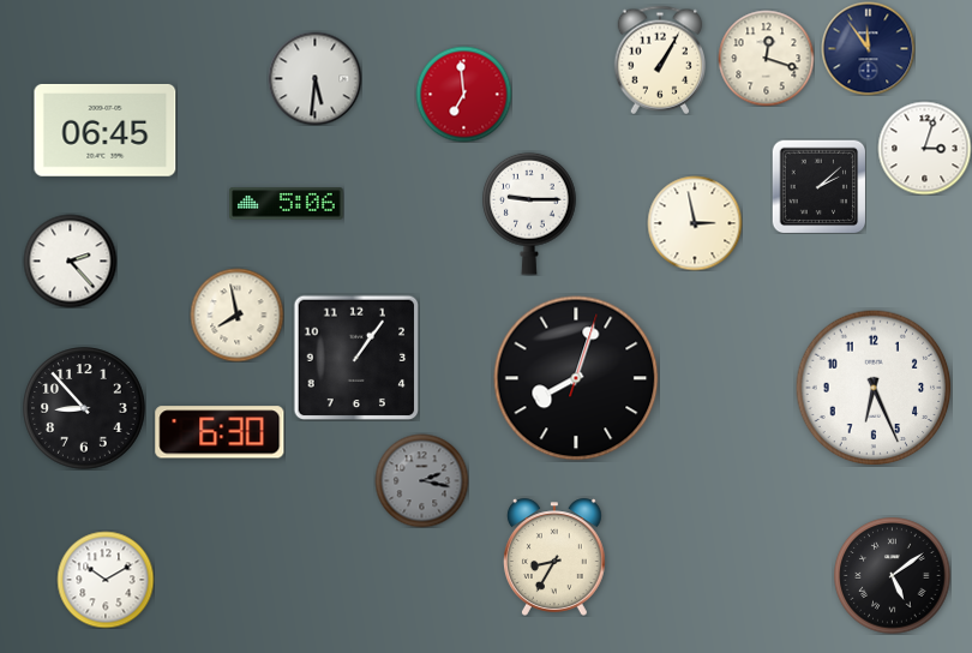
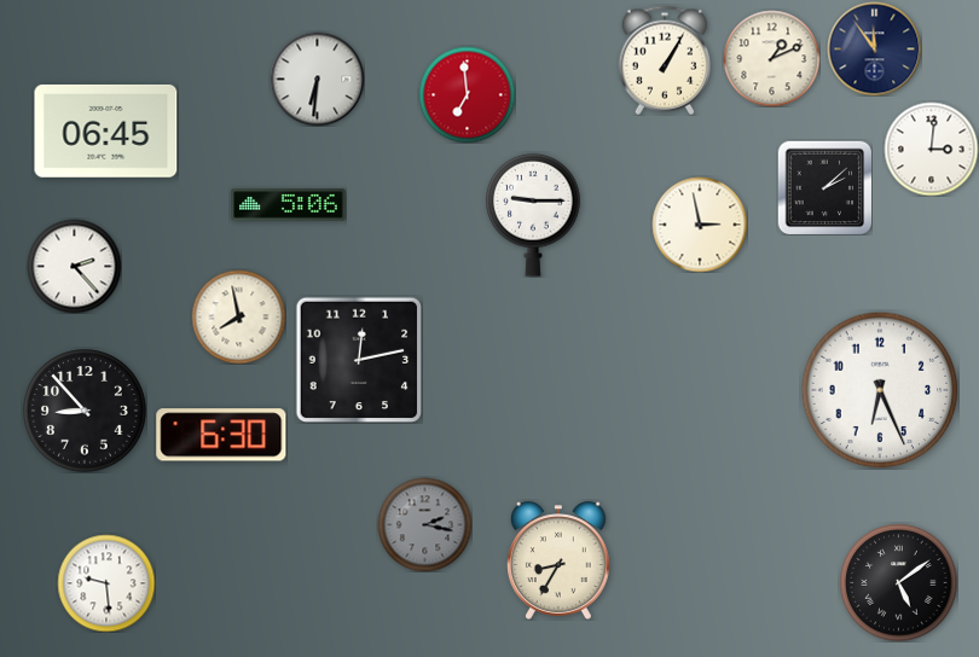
clock at (766, 58): 12:18 -> 1:11
clock at (314, 78): 5:31 -> 6:31
clock at (924, 148): 3:03 -> 3:01
clock at (70, 260) position: (70, 260) -> (74, 266)
clock at (356, 358): 1:06 -> 12:13
clock at (576, 378): 8:03 -> none
clock at (421, 480) position: (421, 480) -> (424, 524)
clock at (893, 576) position: (893, 576) -> (899, 583)
clock at (106, 580): 10:10 -> 9:29
